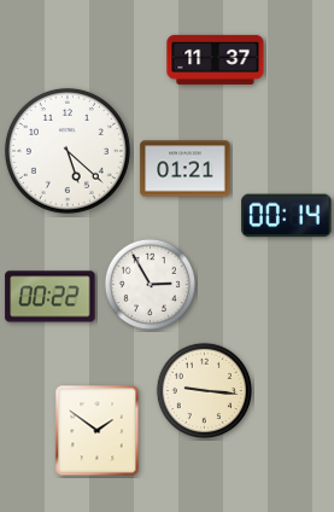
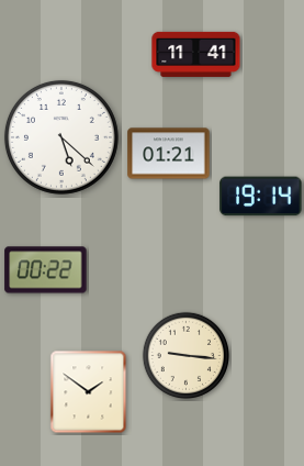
clock at (216, 59): 11:37 -> 11:41
clock at (287, 216): 00:14 -> 19:14
clock at (151, 285): 2:55 -> none
